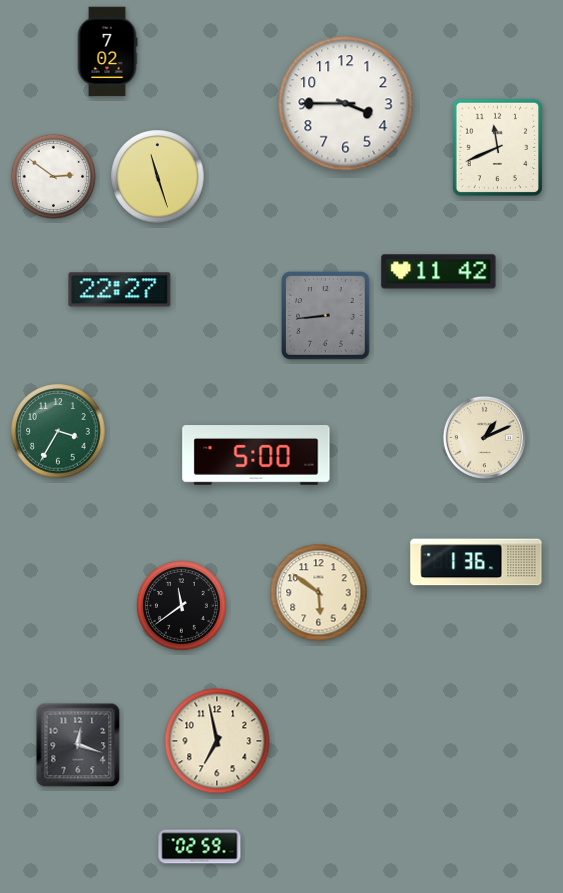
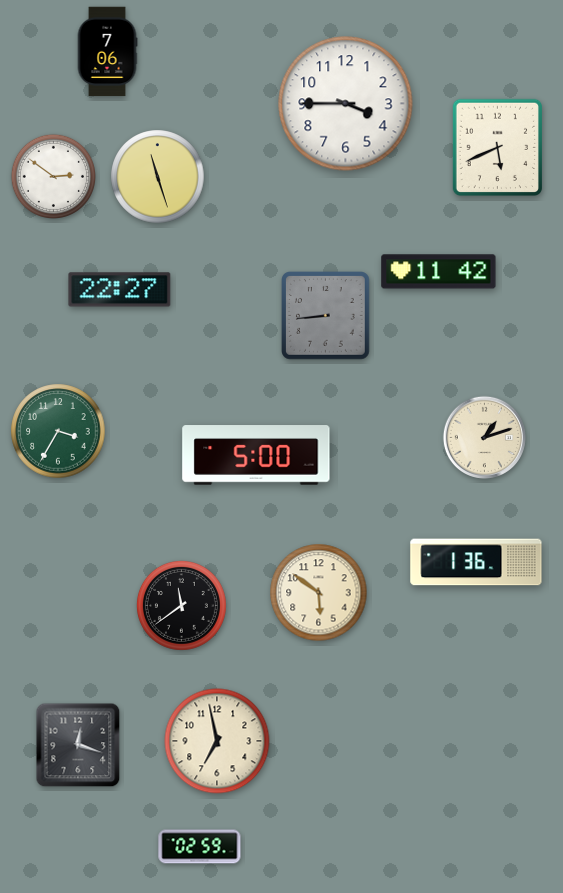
clock at (107, 52): 7:02 -> 7:06
clock at (497, 147): 11:41 -> 5:41
clock at (484, 437): 1:11 -> 1:12
